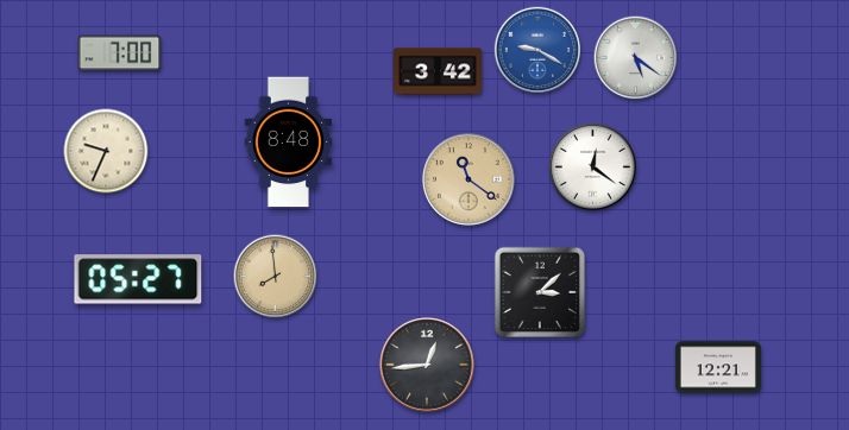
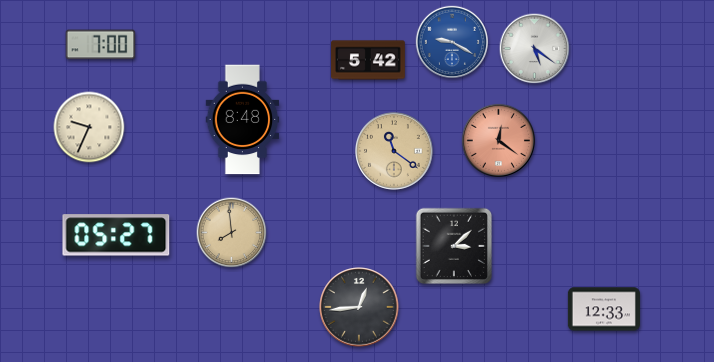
clock at (438, 71): 3:42 -> 5:42
clock at (592, 166) dial: white -> salmon
clock at (718, 367): 12:21 -> 12:33
